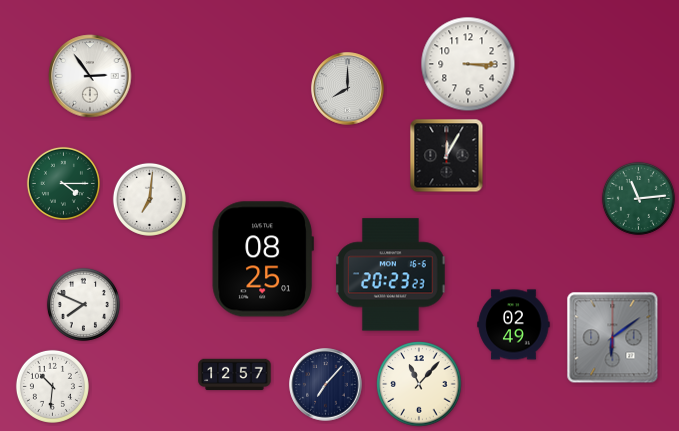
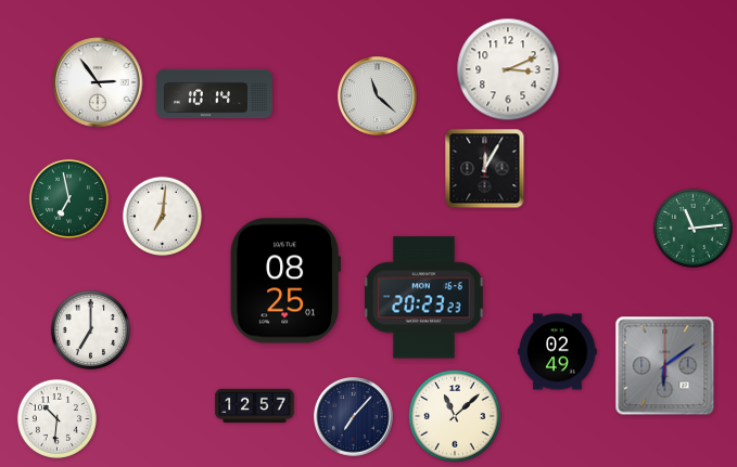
clock at (468, 64): 3:15 -> 3:11
clock at (214, 94): none -> 10:14
clock at (348, 89): 8:00 -> 11:22
clock at (63, 183): 4:15 -> 6:58
clock at (638, 198) position: (638, 198) -> (692, 228)
clock at (83, 304): 7:49 -> 7:00
clock at (419, 384): 11:07 -> 11:08
